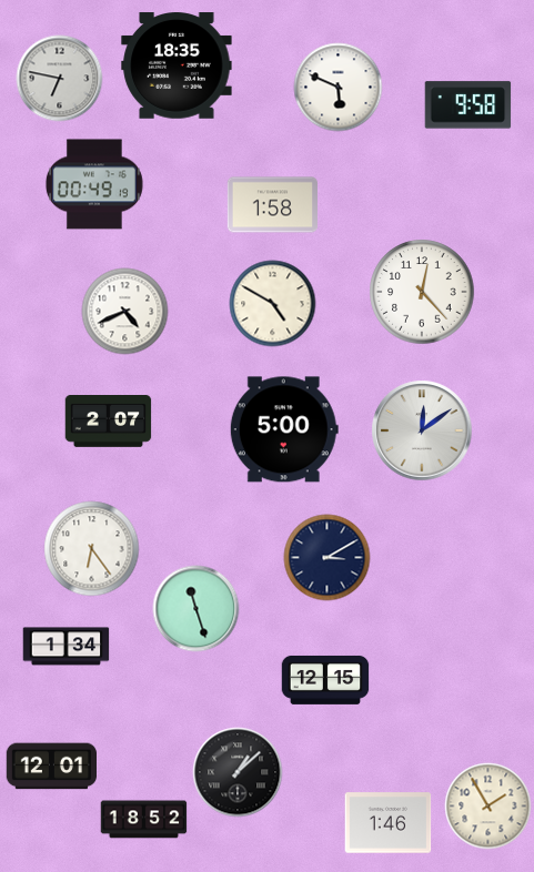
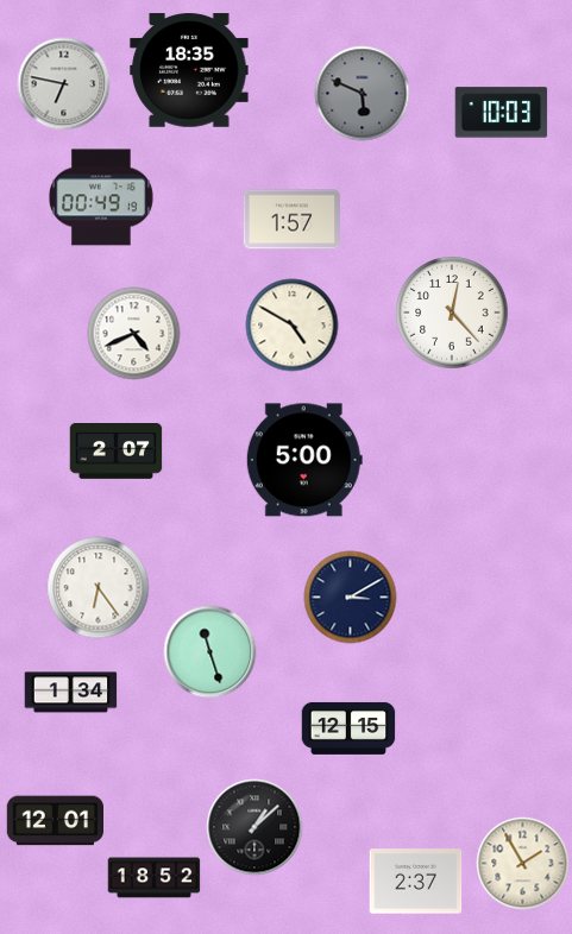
clock at (337, 87) dial: white -> grey
clock at (467, 105): 9:58 -> 10:03
clock at (272, 205): 1:58 -> 1:57
clock at (422, 430): 12:09 -> none
clock at (387, 823): 1:46 -> 2:37
